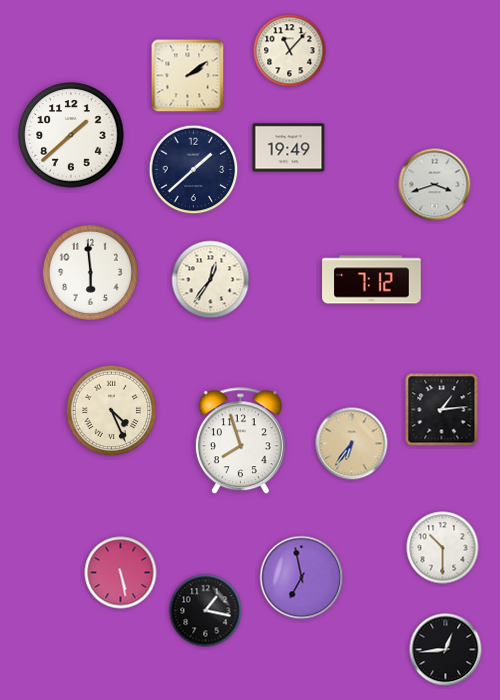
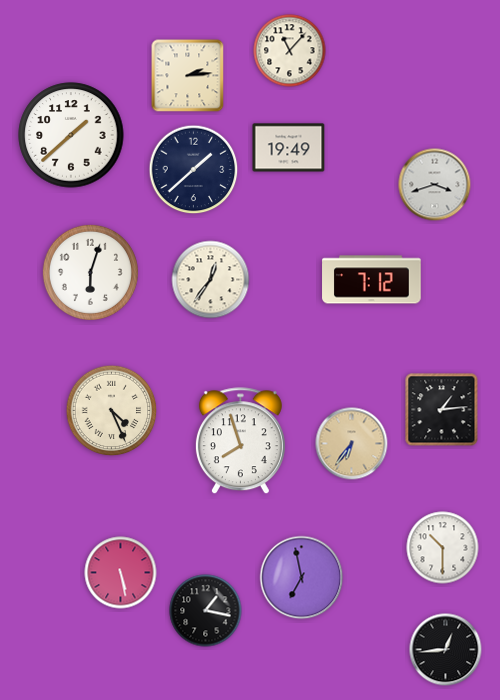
clock at (188, 76): 2:09 -> 2:14
clock at (90, 272): 5:59 -> 6:03
